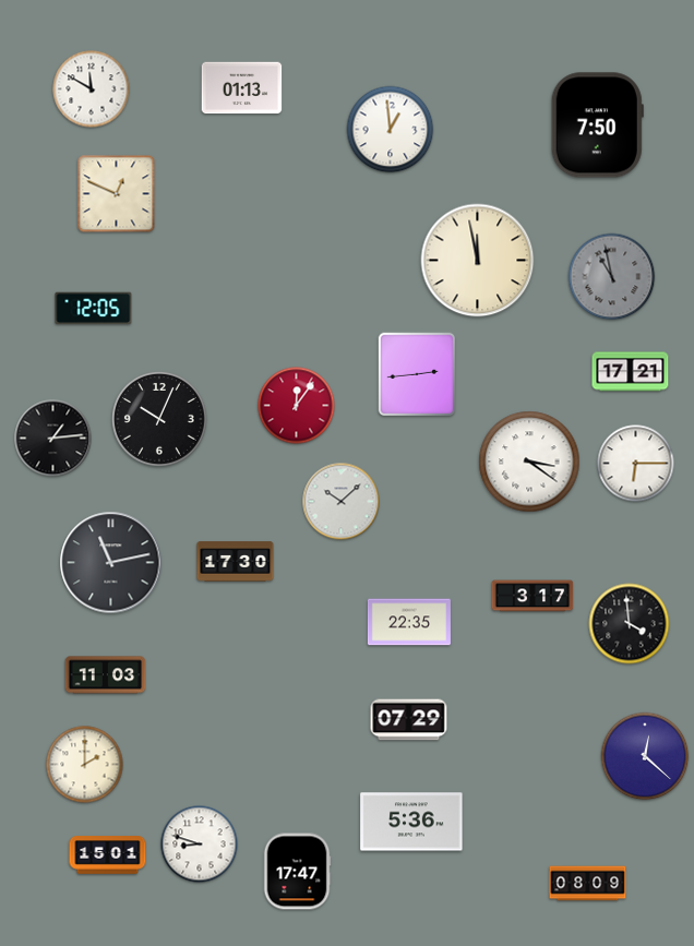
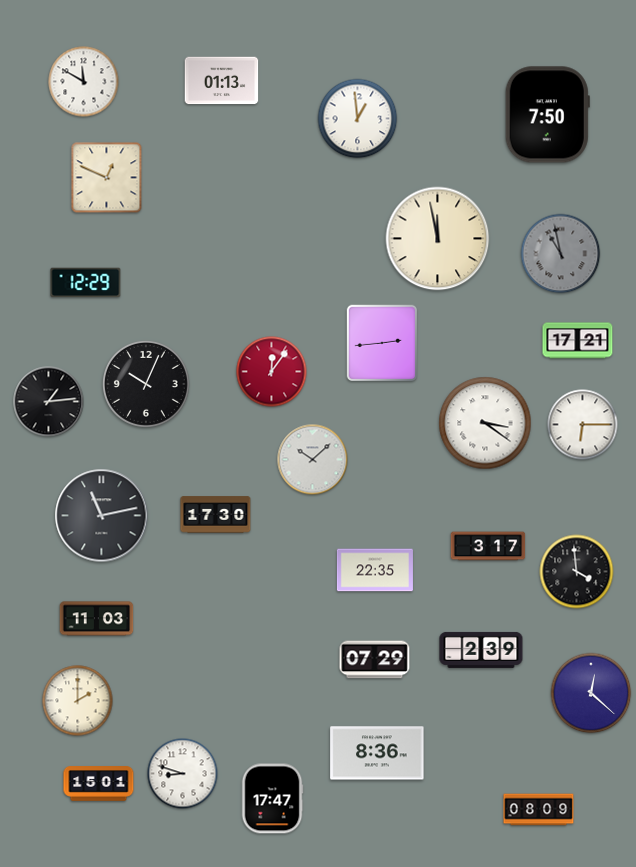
clock at (94, 309): 12:05 -> 12:29
clock at (481, 650): none -> 2:39
clock at (411, 822): 5:36 -> 8:36
